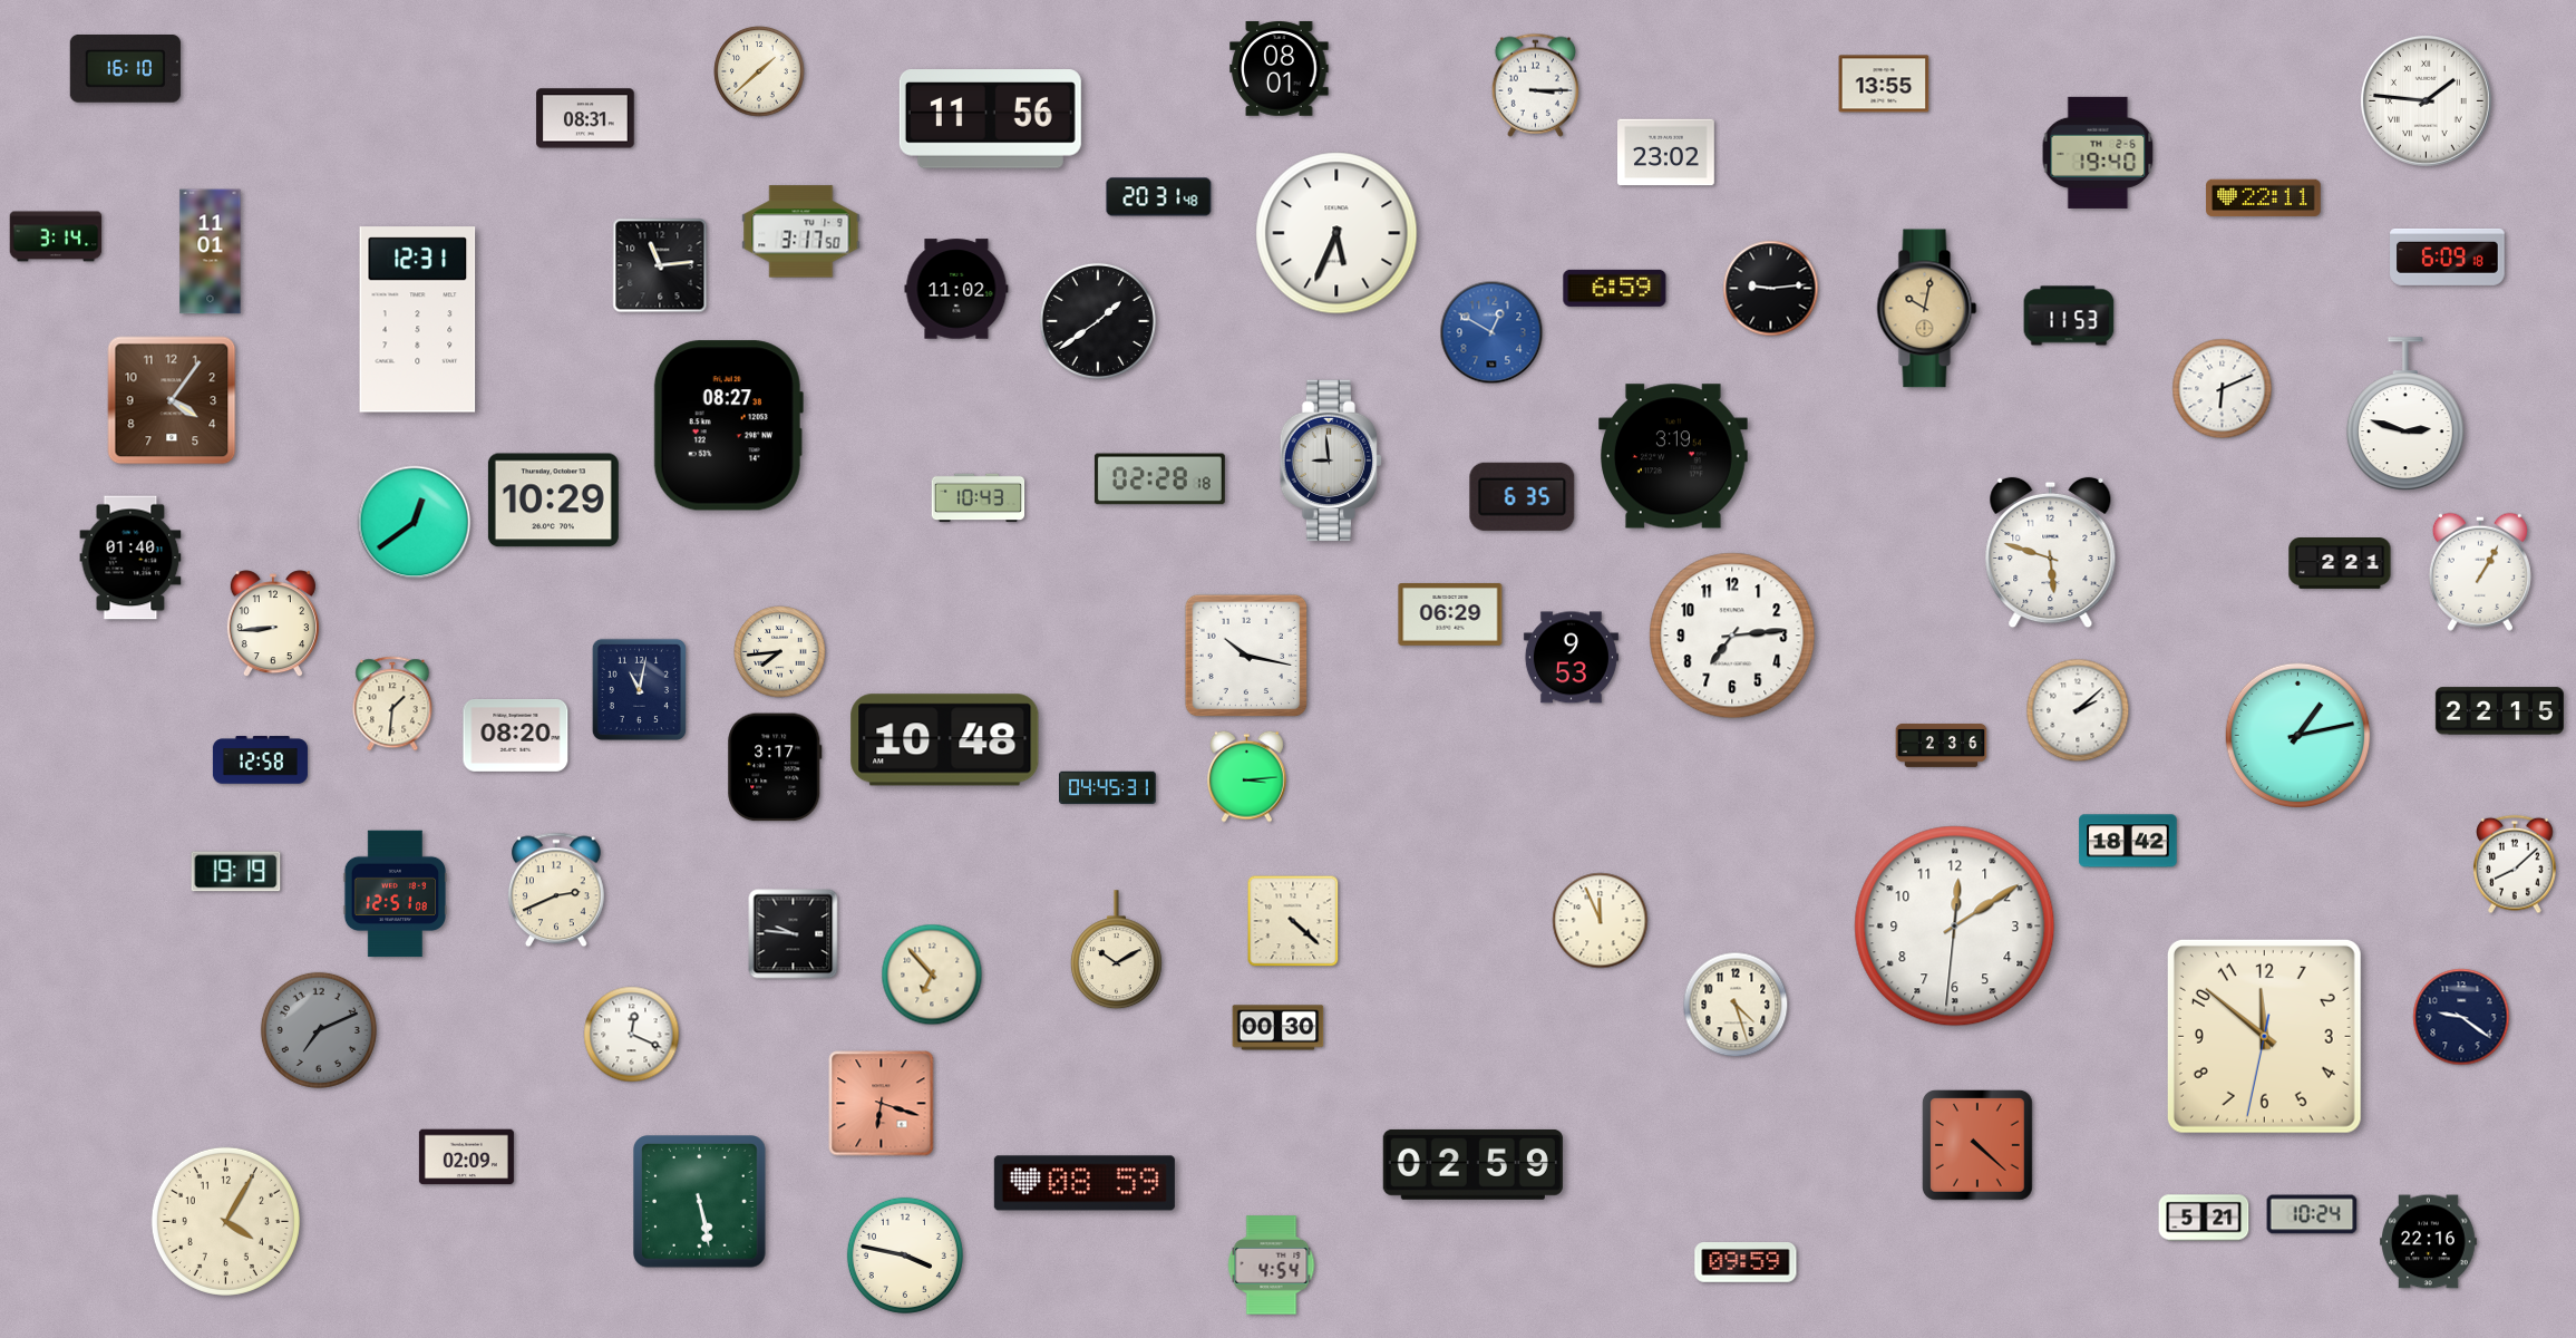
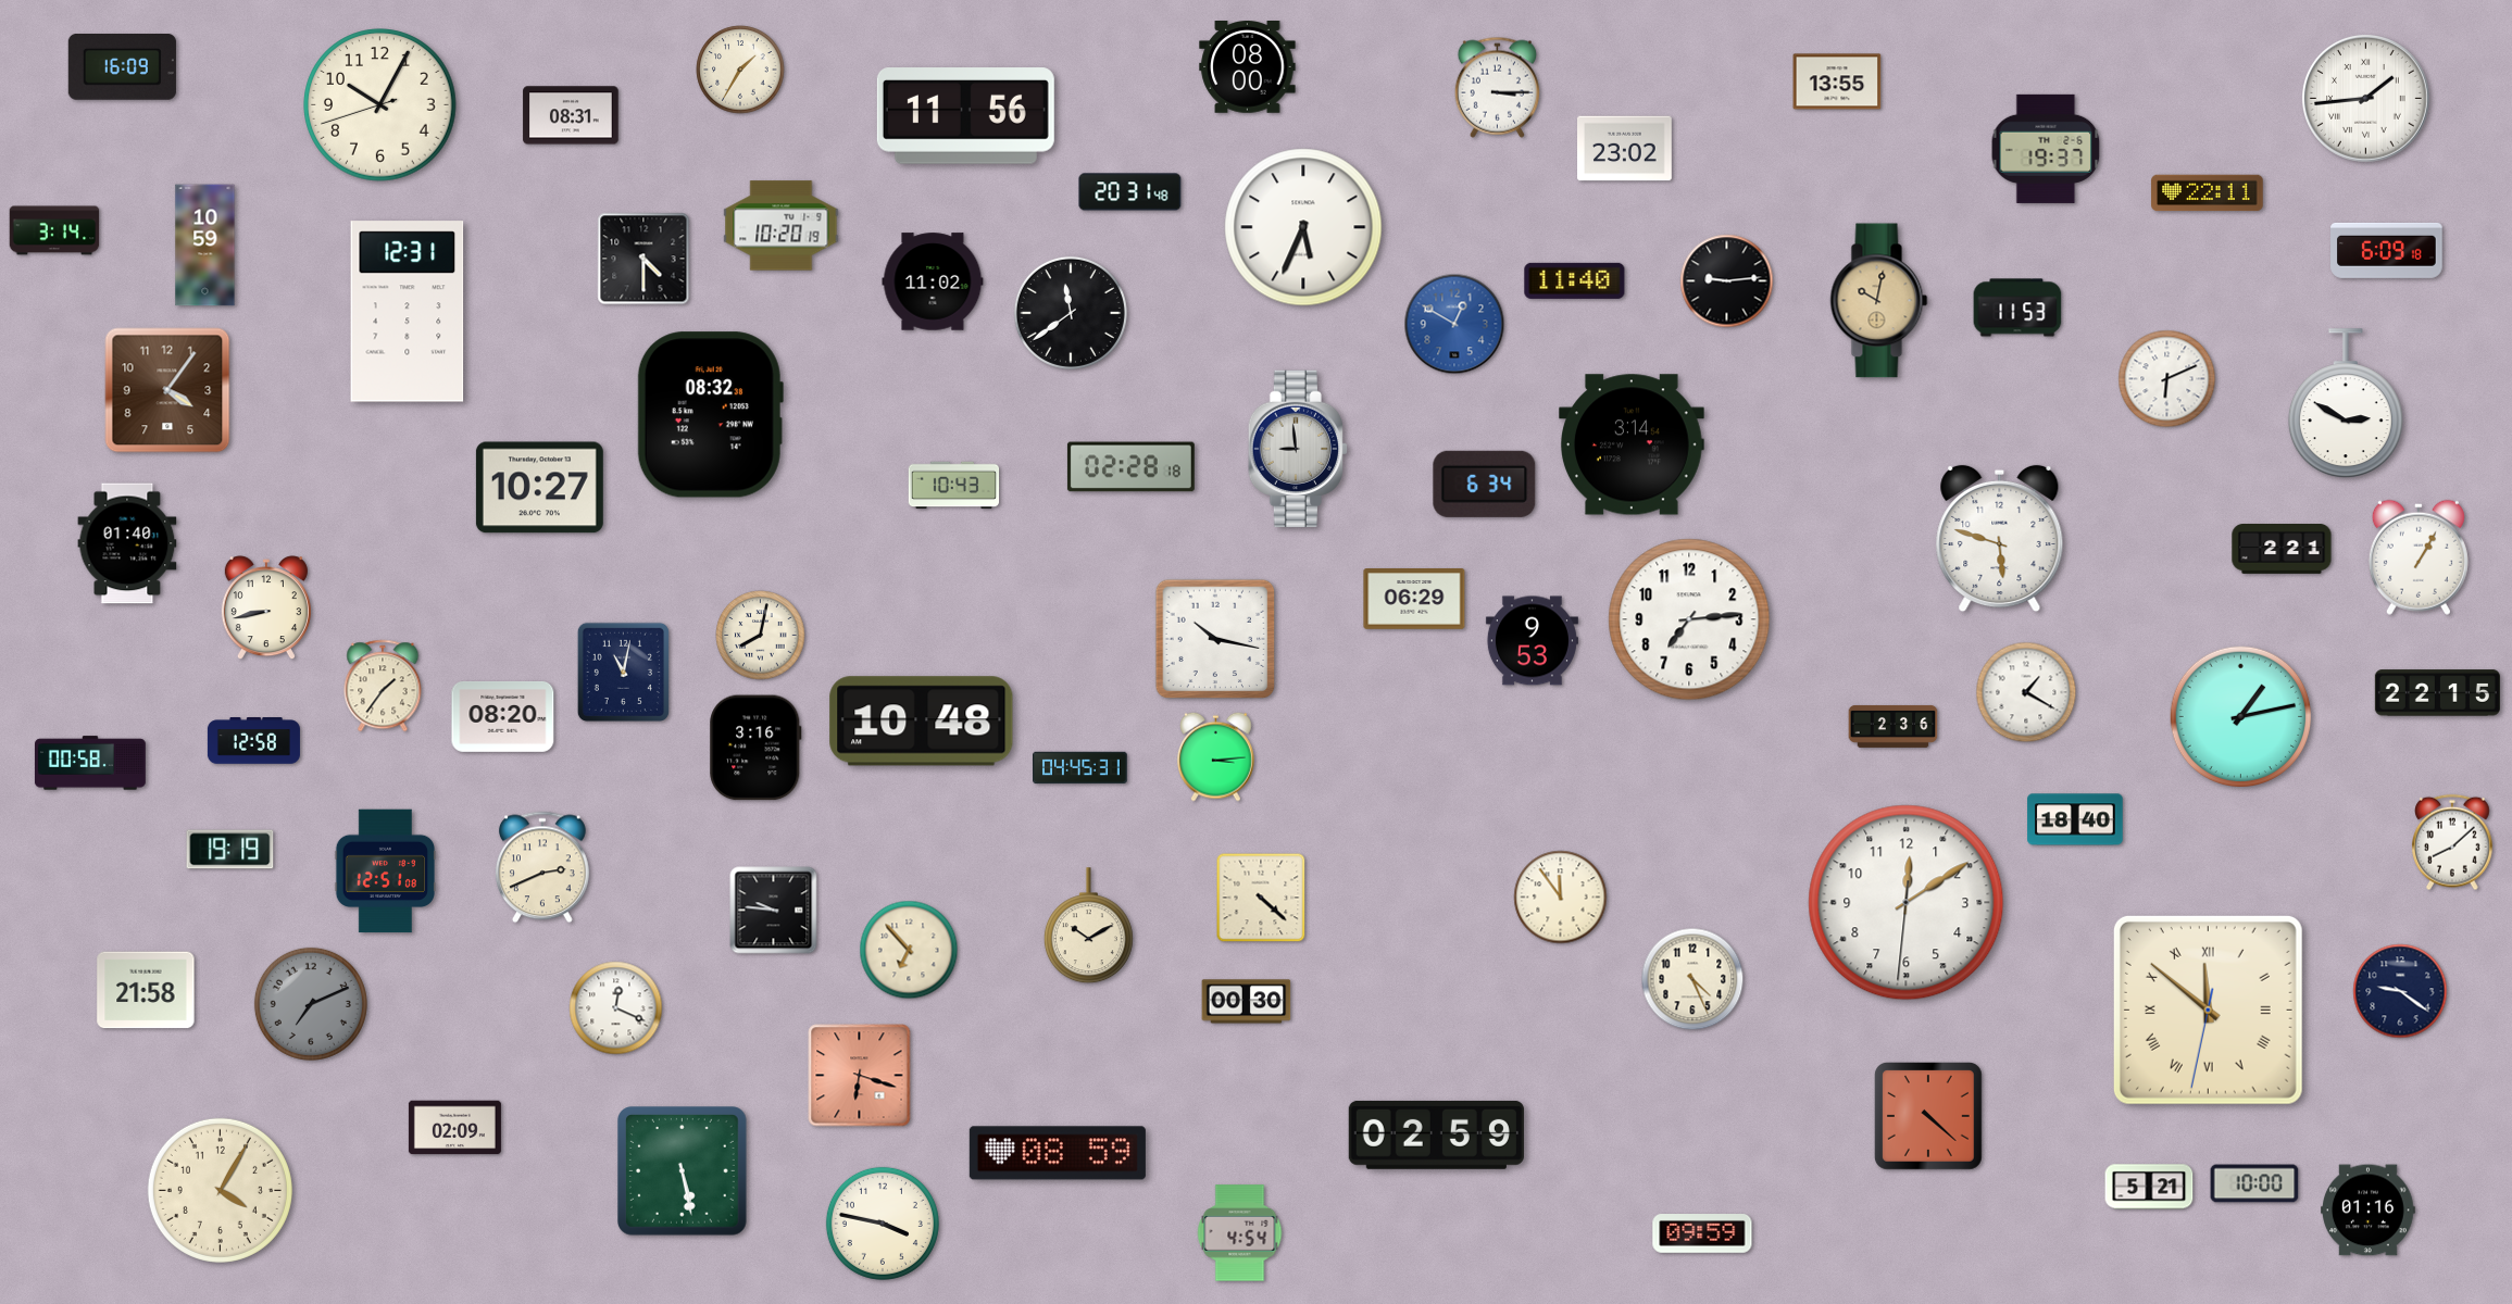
clock at (125, 69): 16:10 -> 16:09
clock at (1280, 69): 08:01 -> 08:00
clock at (759, 71): 1:38 -> 1:35
clock at (1535, 85) position: (1535, 85) -> (1497, 87)
clock at (2426, 100): 1:46 -> 1:44
clock at (380, 105): none -> 10:04
clock at (2098, 153): 19:40 -> 19:37
clock at (801, 232): 3:17 -> 10:20
clock at (211, 252): 11:01 -> 10:59
clock at (660, 265): 11:14 -> 4:30
clock at (1615, 288): 6:59 -> 11:40
clock at (1098, 321): 1:39 -> 11:39
clock at (2405, 415): 2:48 -> 2:50
clock at (728, 426): 08:27 -> 08:32
clock at (1674, 456): 3:19 -> 3:14
clock at (1523, 496): 6:35 -> 6:34
clock at (553, 501): 10:29 -> 10:27
clock at (415, 523): 12:39 -> none
clock at (273, 624): 8:44 -> 8:43
clock at (780, 652): 7:44 -> 8:02
clock at (392, 704): 1:31 -> 1:36
clock at (2078, 710): 2:08 -> 1:20
clock at (775, 767): 3:17 -> 3:16
clock at (90, 763): none -> 00:58
clock at (2128, 841): 18:42 -> 18:40
clock at (1601, 921): 11:56 -> 11:54
clock at (1736, 1005): 4:27 -> 4:26
clock at (146, 990): none -> 21:58
clock at (2264, 1036) numerals: Arabic -> Roman
clock at (2312, 1214): 10:24 -> 10:00
clock at (2429, 1242): 22:16 -> 01:16
clock at (1746, 1262) position: (1746, 1262) -> (1702, 1233)
